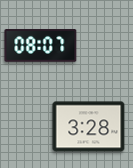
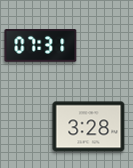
clock at (41, 46): 08:07 -> 07:31
